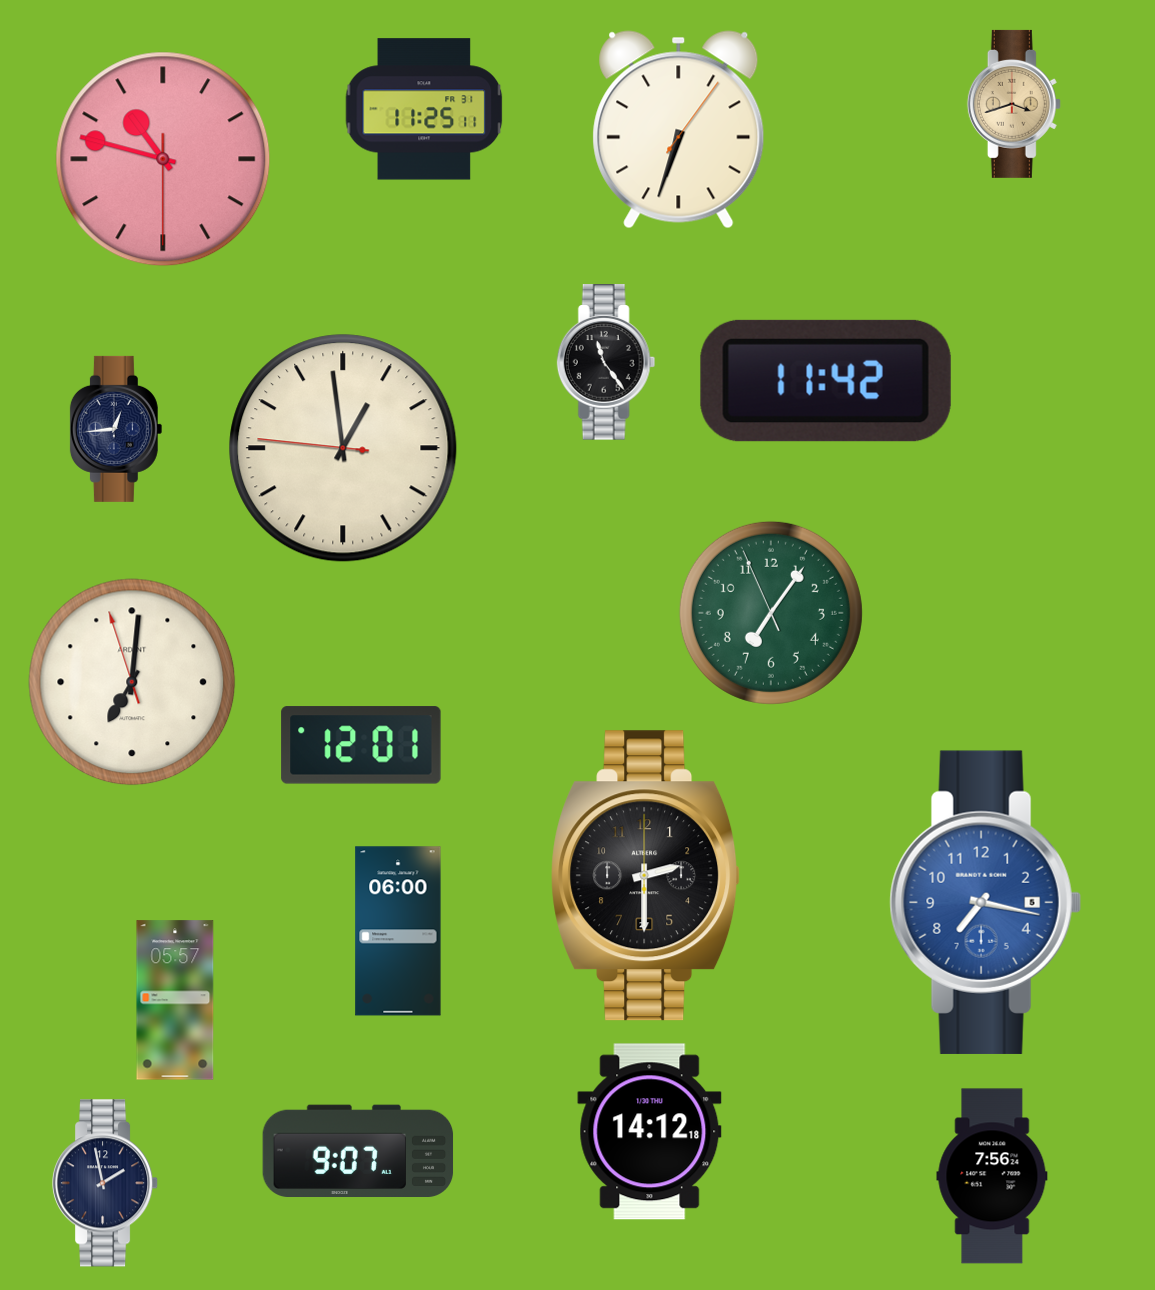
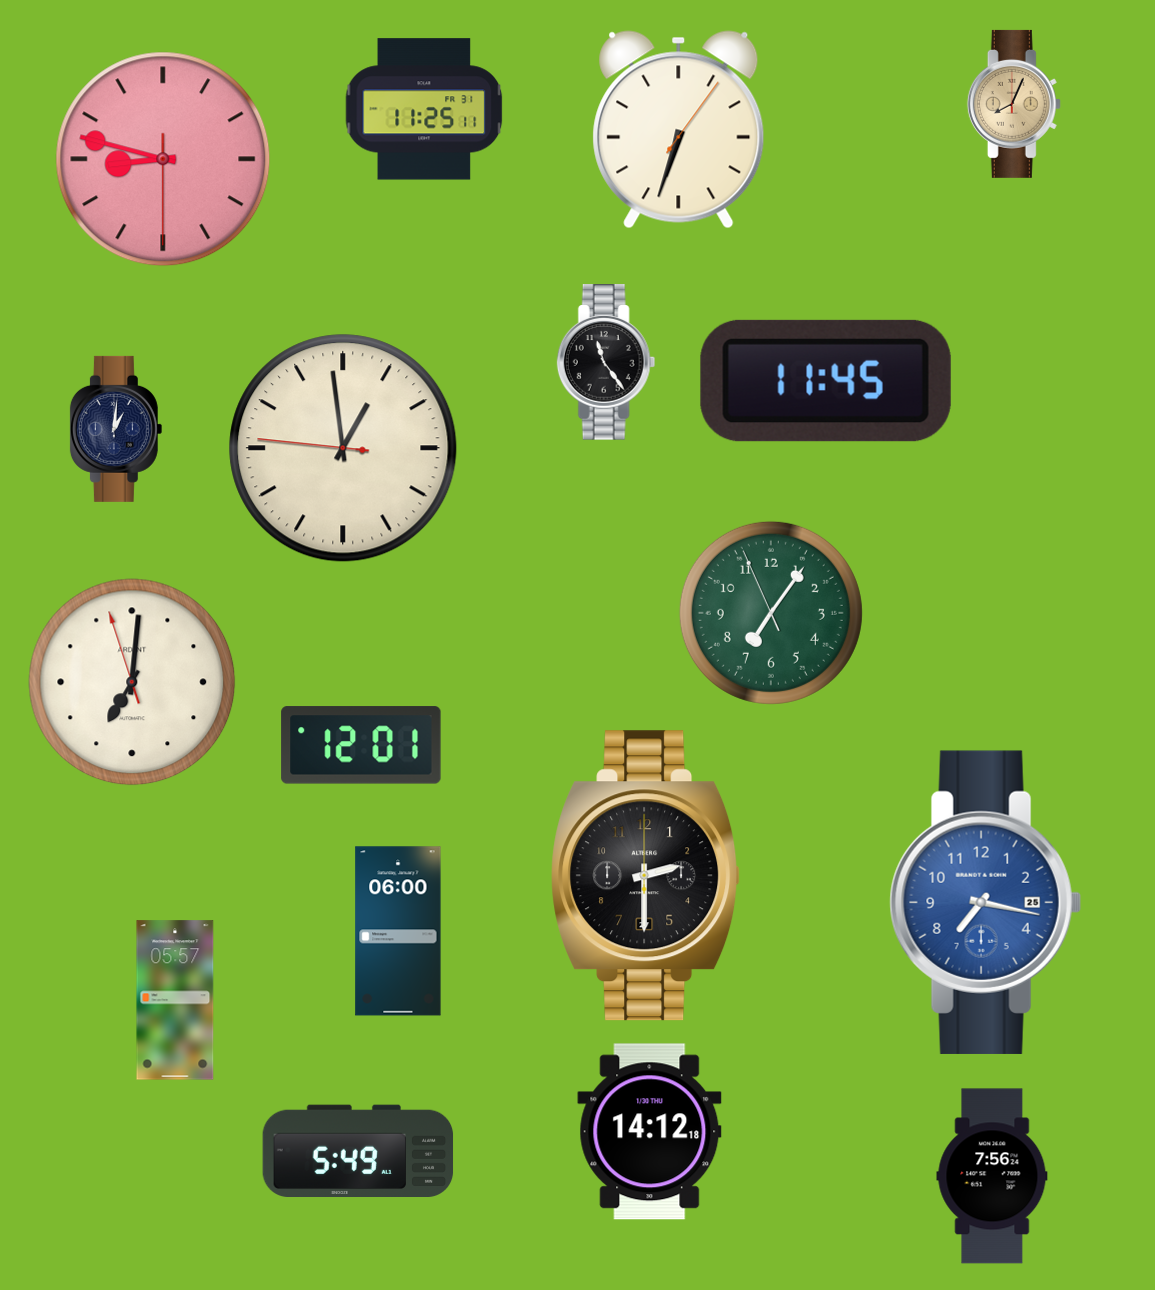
clock at (1014, 104): 3:42 -> 8:04
clock at (163, 159): 10:47 -> 8:47
clock at (826, 381): 11:42 -> 11:45
clock at (116, 429): 12:44 -> 1:01
clock at (985, 902) date: 5 -> 25
clock at (358, 1150): 9:07 -> 5:49
clock at (106, 1183): 1:58 -> none
